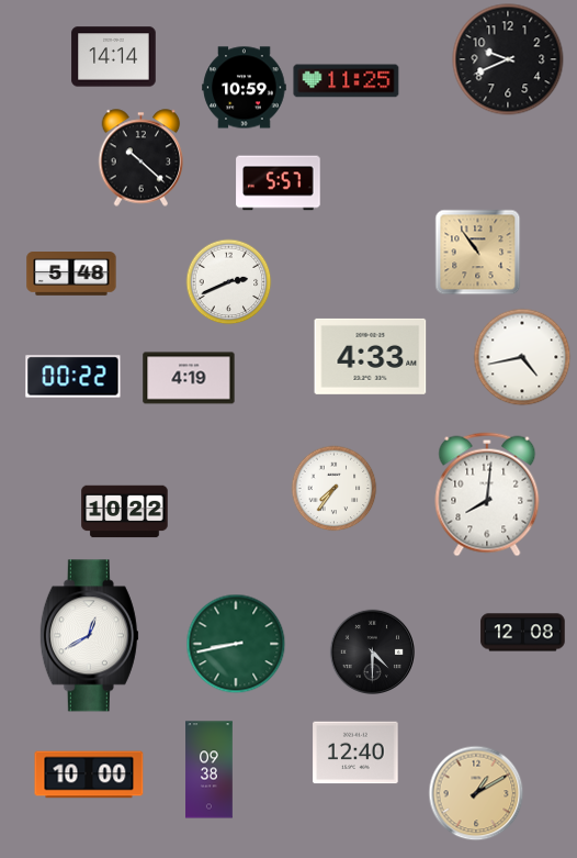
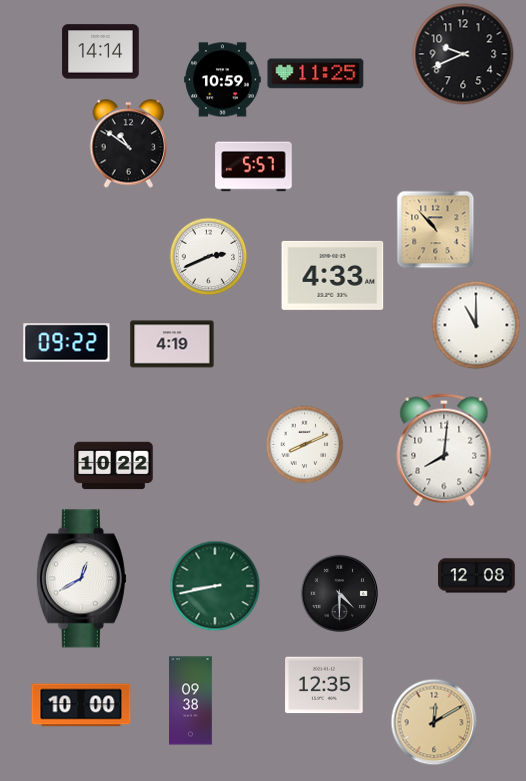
clock at (114, 57) position: (114, 57) -> (101, 52)
clock at (142, 158): 10:22 -> 10:51
clock at (477, 252): 10:54 -> 10:53
clock at (71, 275): 5:48 -> none
clock at (371, 356) position: (371, 356) -> (333, 275)
clock at (522, 357): 4:43 -> 11:00
clock at (73, 377): 00:22 -> 09:22
clock at (333, 488): 7:36 -> 8:11
clock at (355, 753): 12:40 -> 12:35
clock at (476, 793): 1:10 -> 12:10
